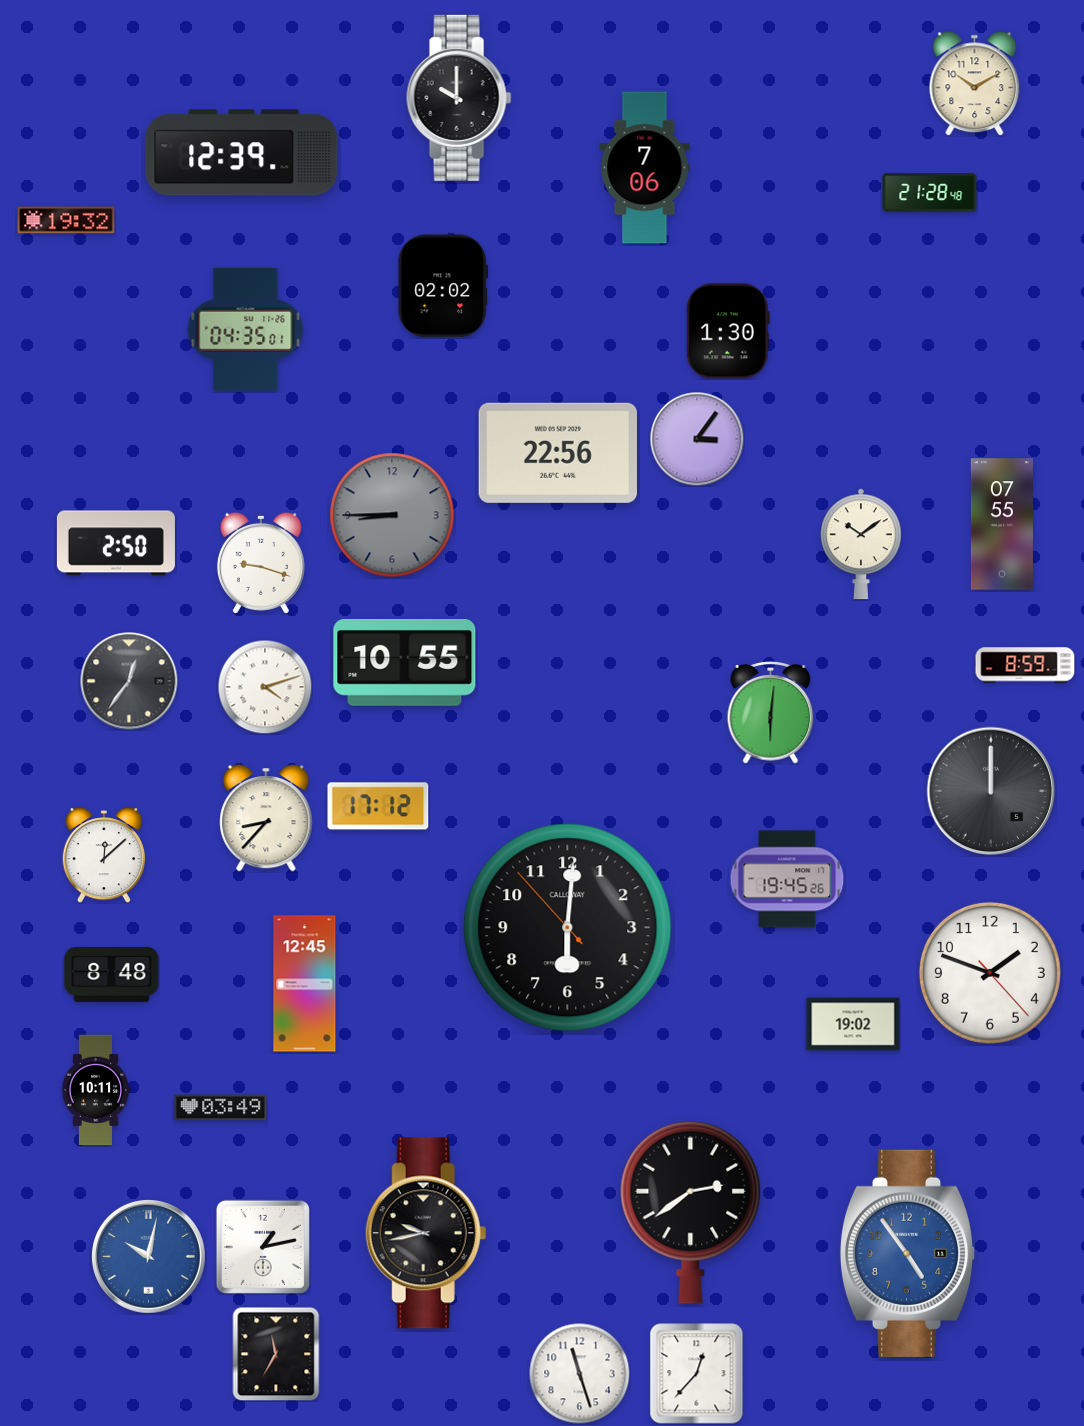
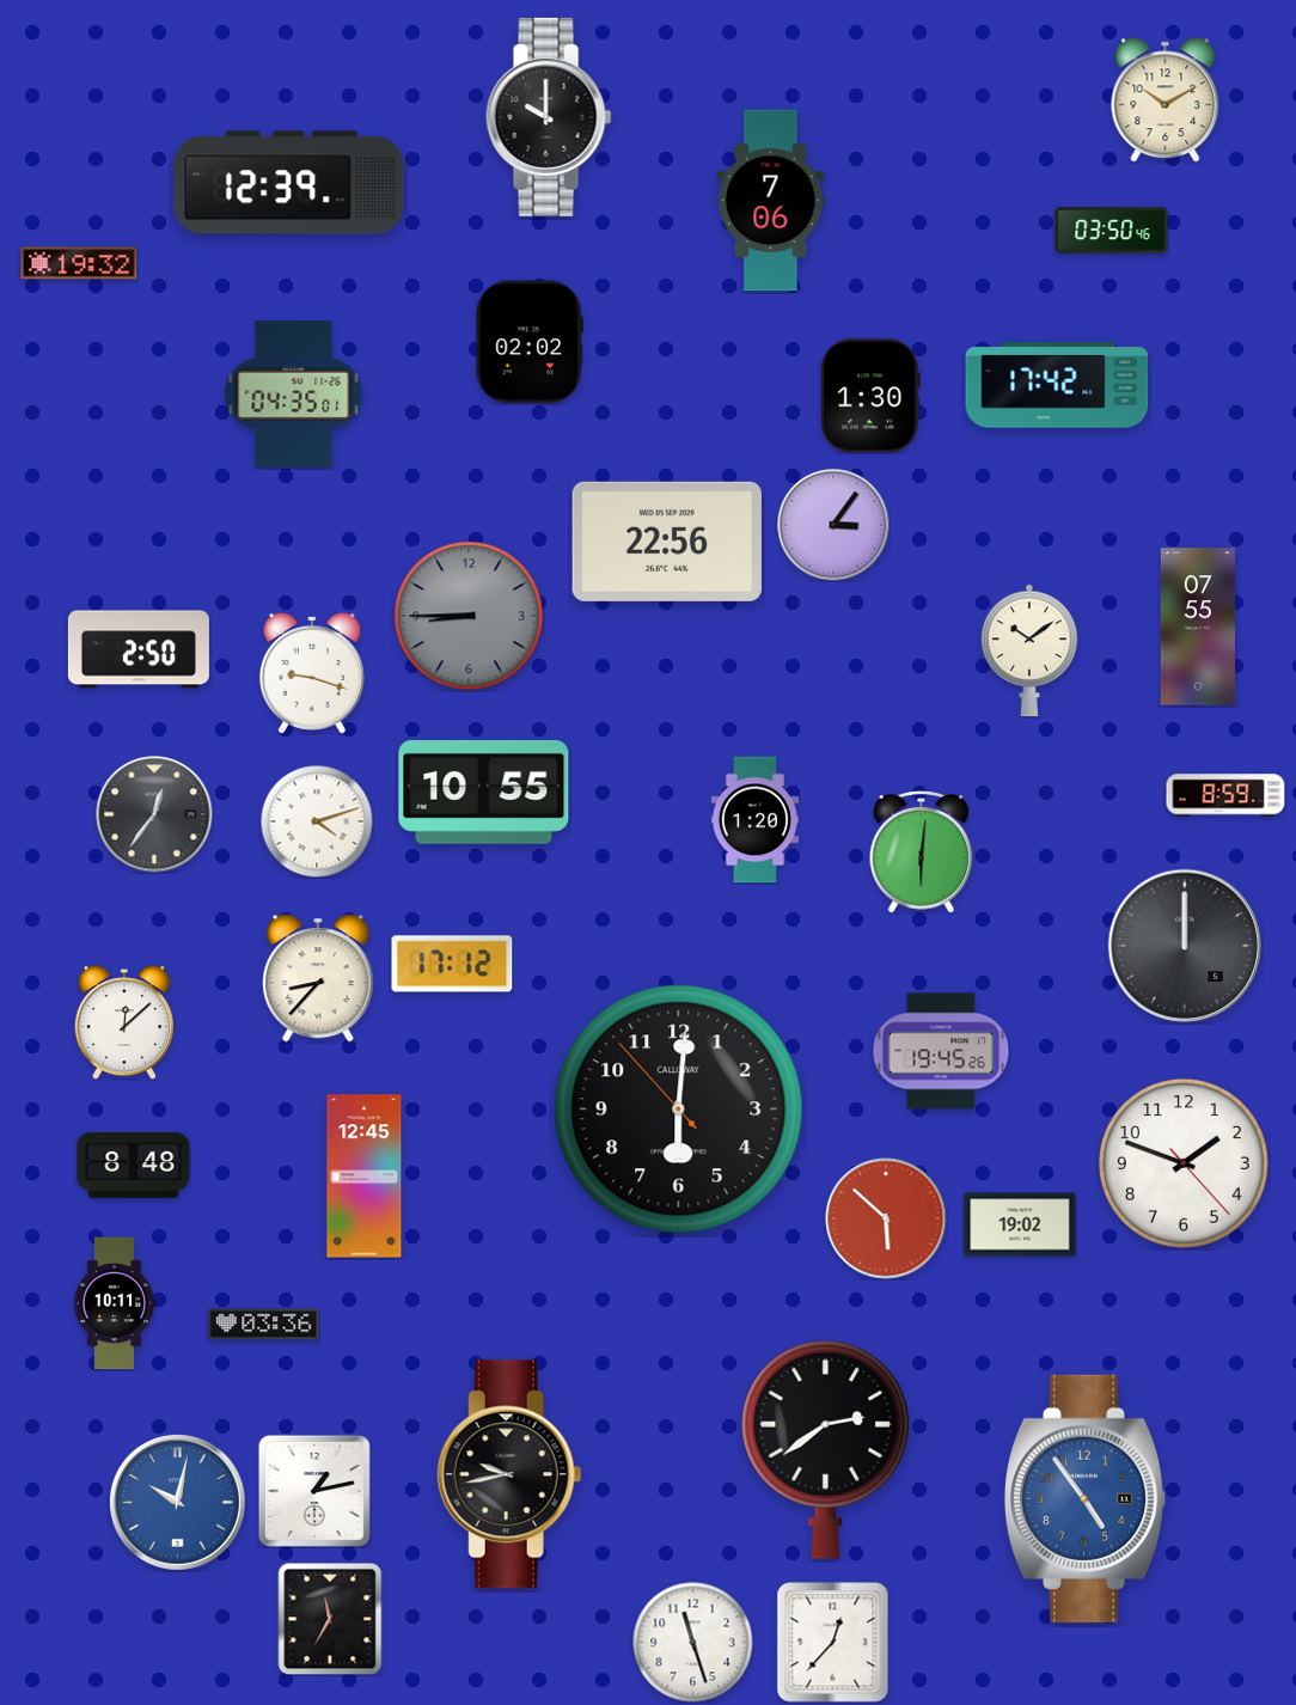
clock at (930, 193): 21:28 -> 03:50
clock at (1057, 385): none -> 17:42
clock at (754, 820): none -> 1:20
clock at (886, 1218): none -> 5:52
clock at (221, 1108): 03:49 -> 03:36
